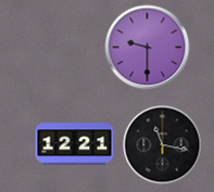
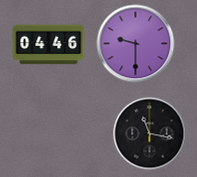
clock at (49, 45): none -> 04:46
clock at (75, 144): 12:21 -> none
